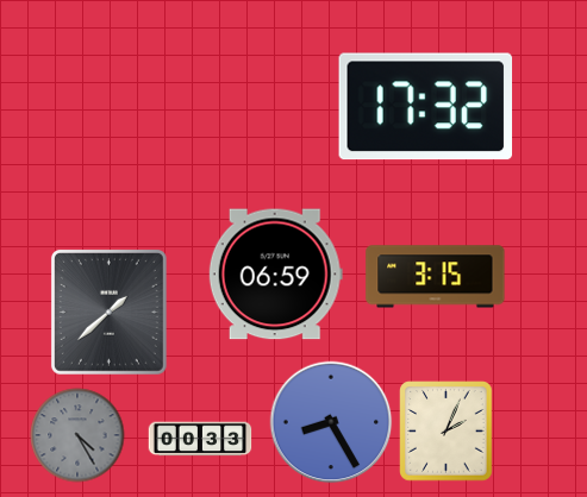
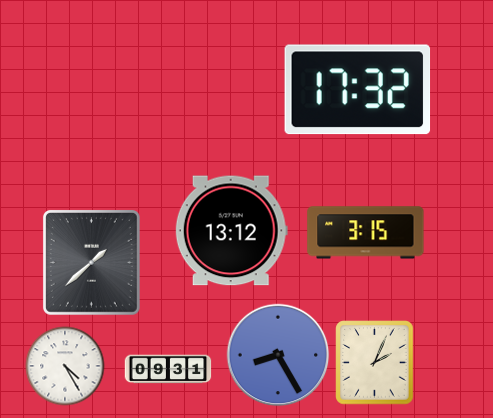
clock at (275, 275): 06:59 -> 13:12
clock at (77, 435) dial: grey -> white
clock at (200, 439): 00:33 -> 09:31
